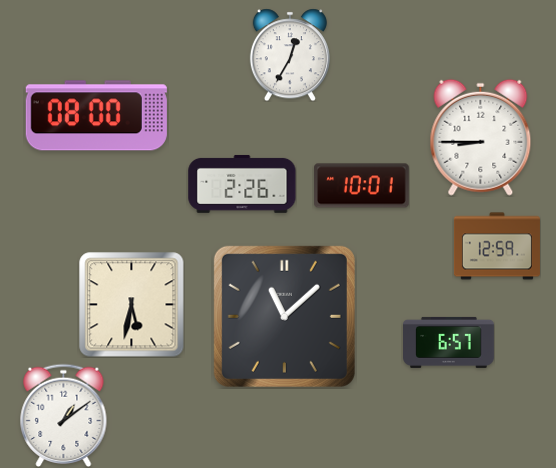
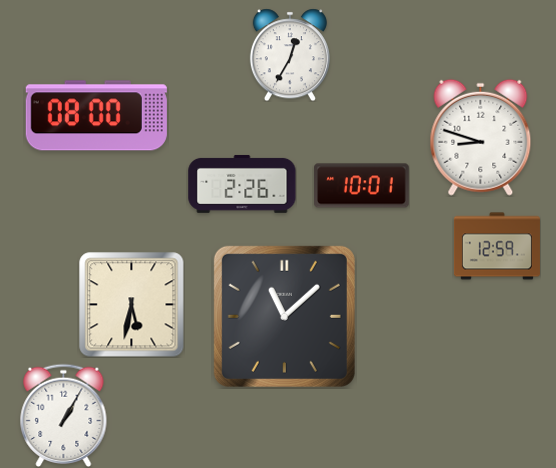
clock at (481, 137): 8:45 -> 8:48
clock at (449, 342): 6:57 -> none
clock at (64, 415): 1:09 -> 1:05
